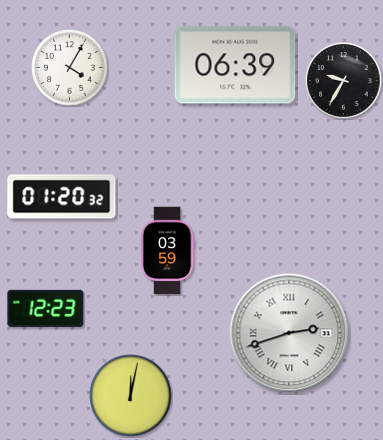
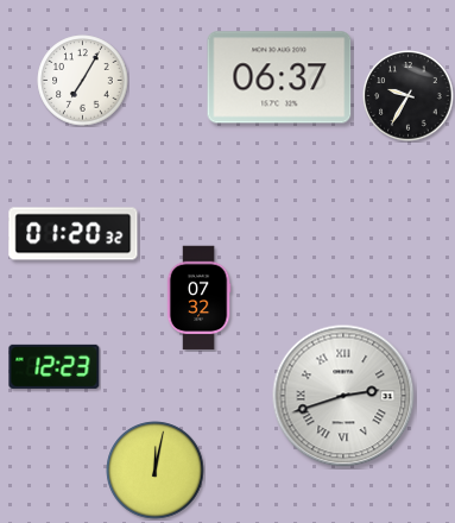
clock at (235, 65): 06:39 -> 06:37
clock at (70, 68): 4:05 -> 7:05
clock at (167, 251): 03:59 -> 07:32
